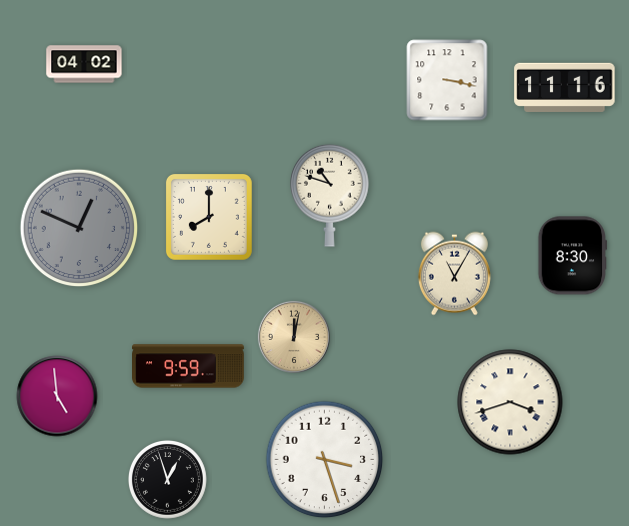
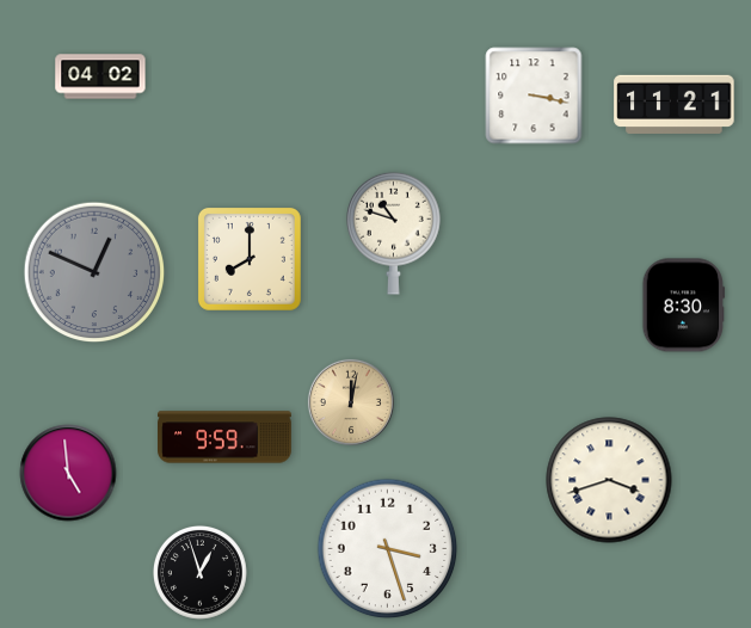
clock at (565, 87): 11:16 -> 11:21
clock at (454, 274): 11:05 -> none
